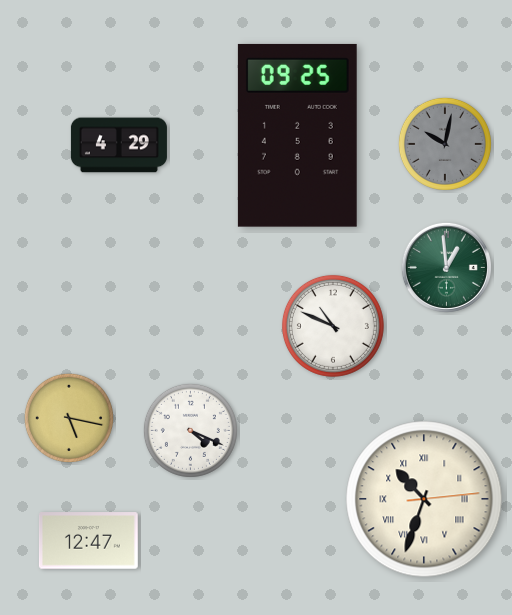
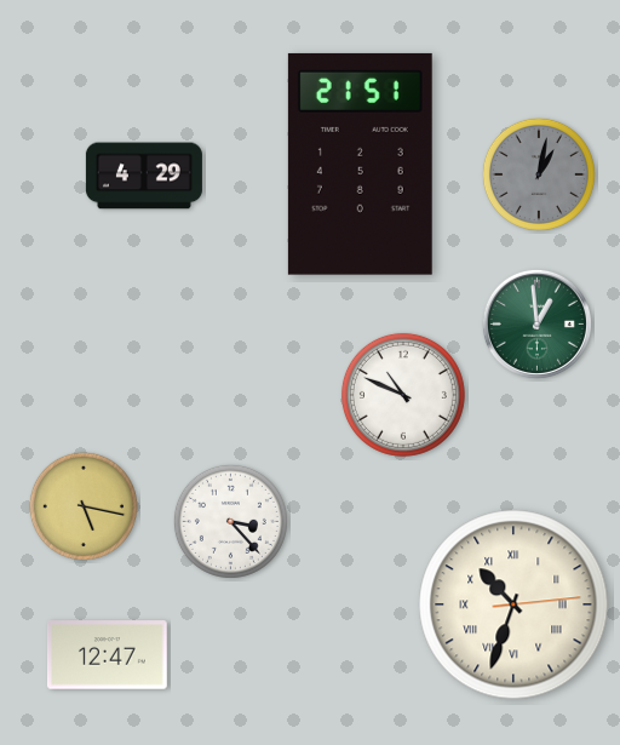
clock at (297, 135): 09:25 -> 21:51
clock at (445, 144): 10:02 -> 1:02
clock at (446, 267) position: (446, 267) -> (536, 323)
clock at (190, 430): 4:19 -> 3:23
